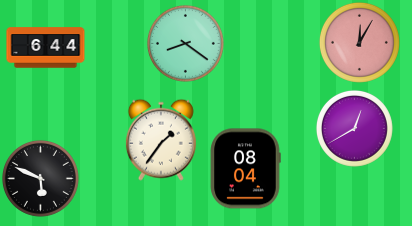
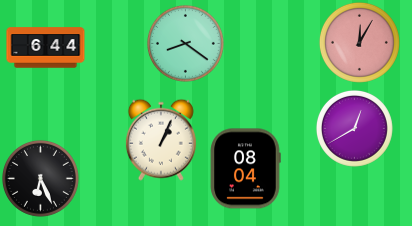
clock at (161, 140): 1:36 -> 1:04
clock at (40, 178): 5:49 -> 6:26
